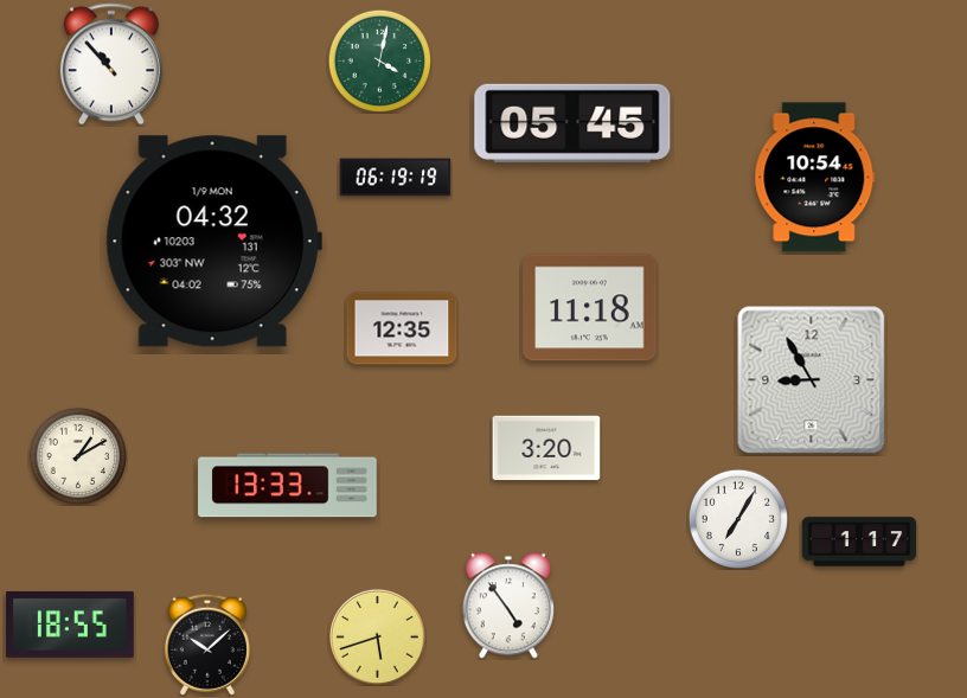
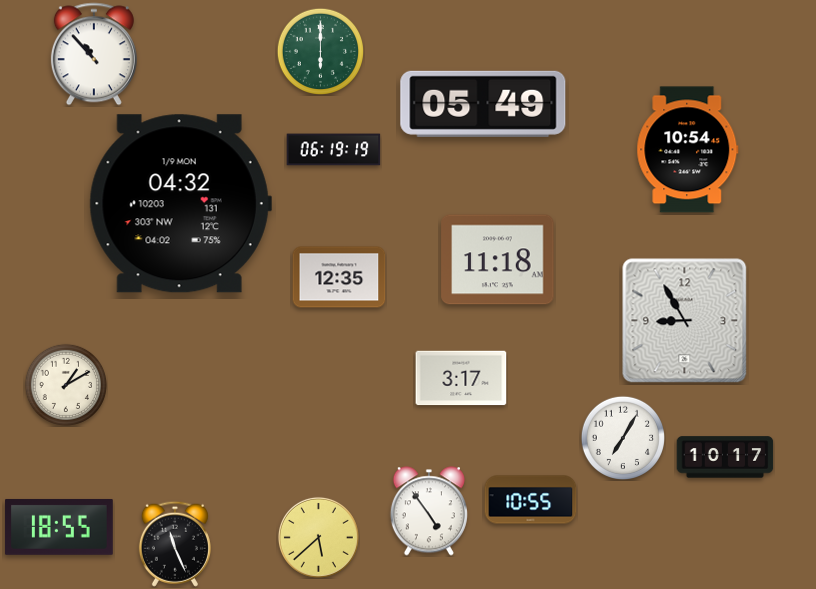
clock at (379, 60): 4:02 -> 6:00
clock at (572, 123): 05:45 -> 05:49
clock at (546, 448): 3:20 -> 3:17
clock at (288, 486): 13:33 -> none
clock at (859, 542): 1:17 -> 10:17
clock at (531, 500): none -> 10:55
clock at (377, 636): 5:42 -> 5:38
clock at (207, 645): 10:08 -> 11:26
